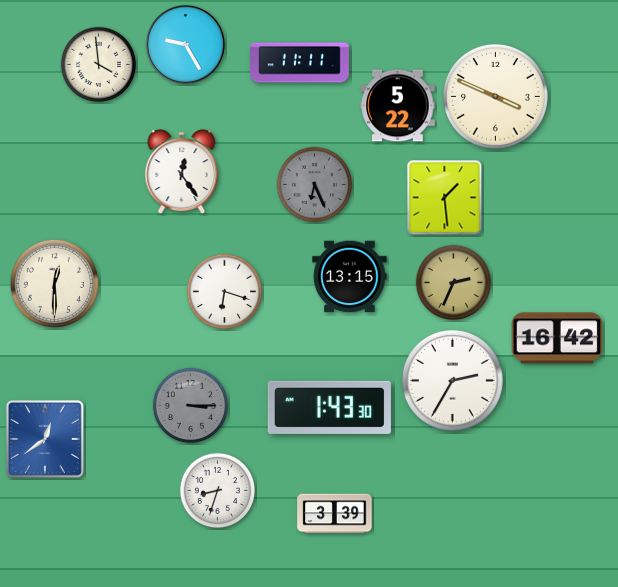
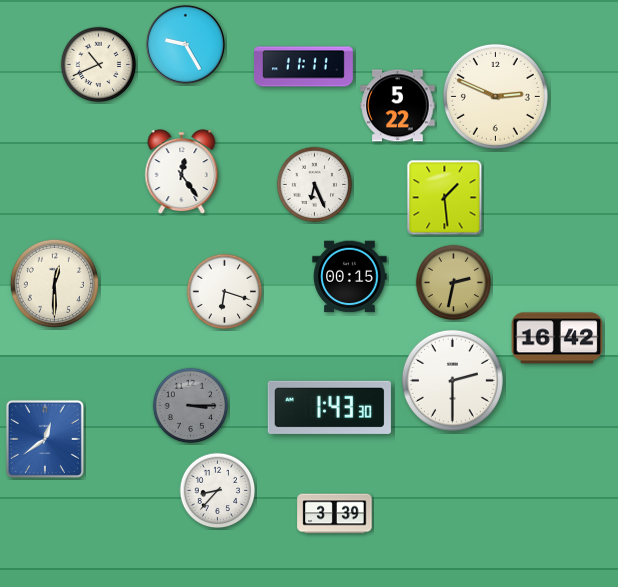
clock at (300, 63) position: (300, 63) -> (304, 67)
clock at (99, 65): 3:59 -> 10:41
clock at (495, 96): 3:49 -> 2:49
clock at (315, 185) dial: grey -> white
clock at (350, 277): 13:15 -> 00:15
clock at (454, 283): 2:34 -> 2:32
clock at (452, 380): 2:35 -> 2:30
clock at (218, 491): 8:33 -> 8:37
